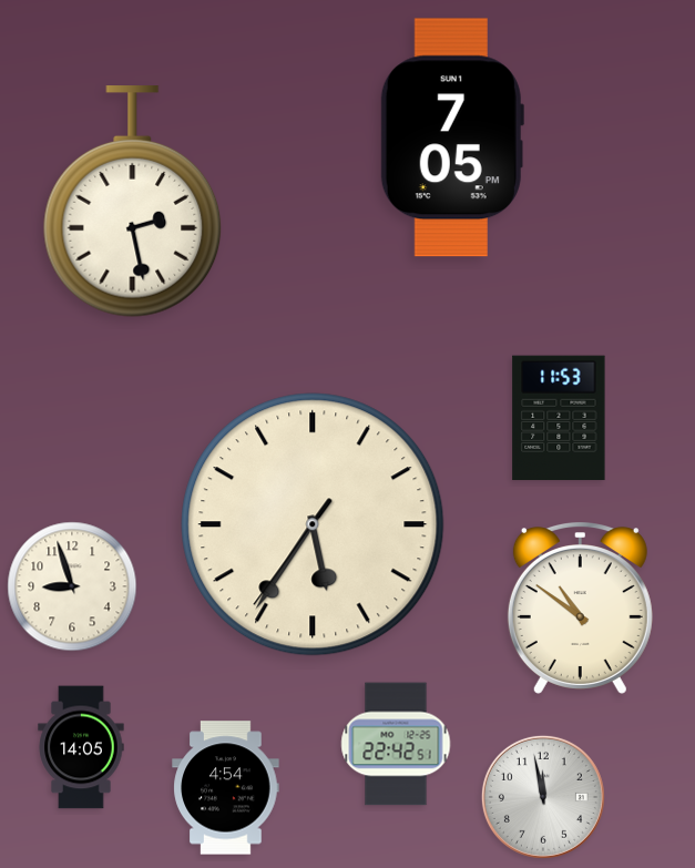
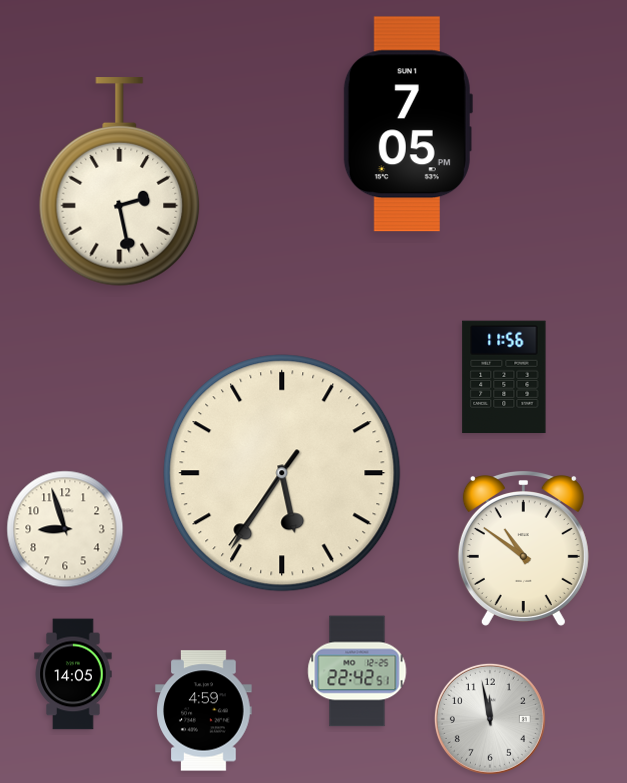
clock at (559, 418): 11:53 -> 11:56
clock at (226, 788): 4:54 -> 4:59
